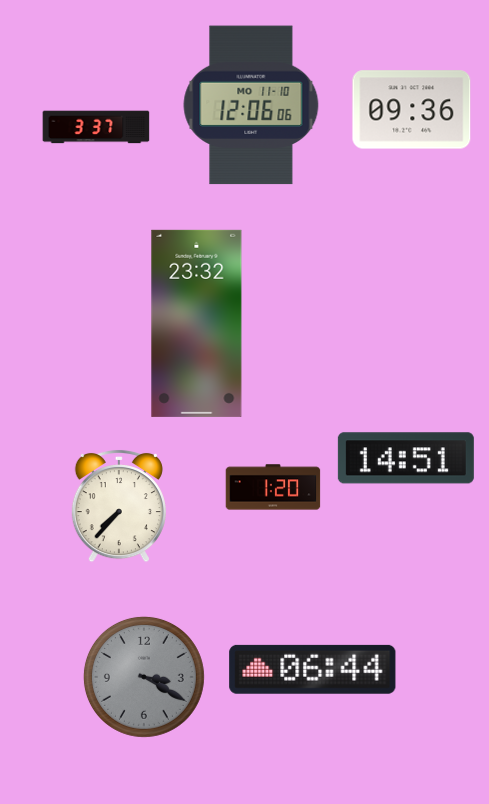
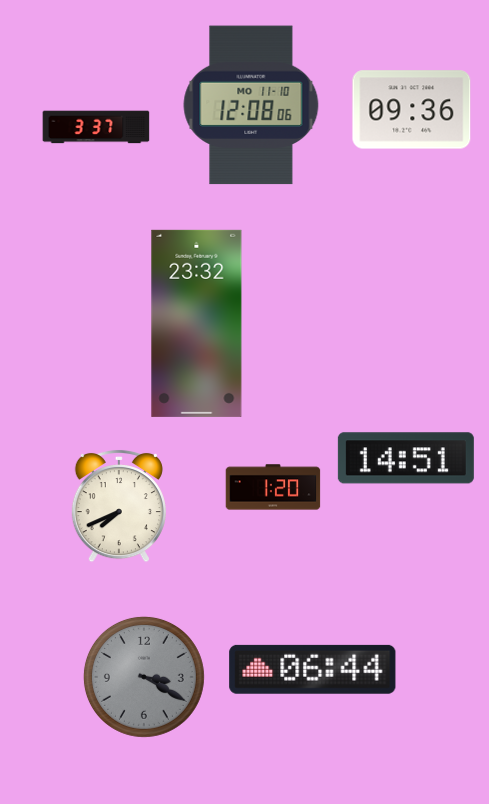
clock at (251, 105): 12:06 -> 12:08
clock at (119, 506): 7:37 -> 7:41
